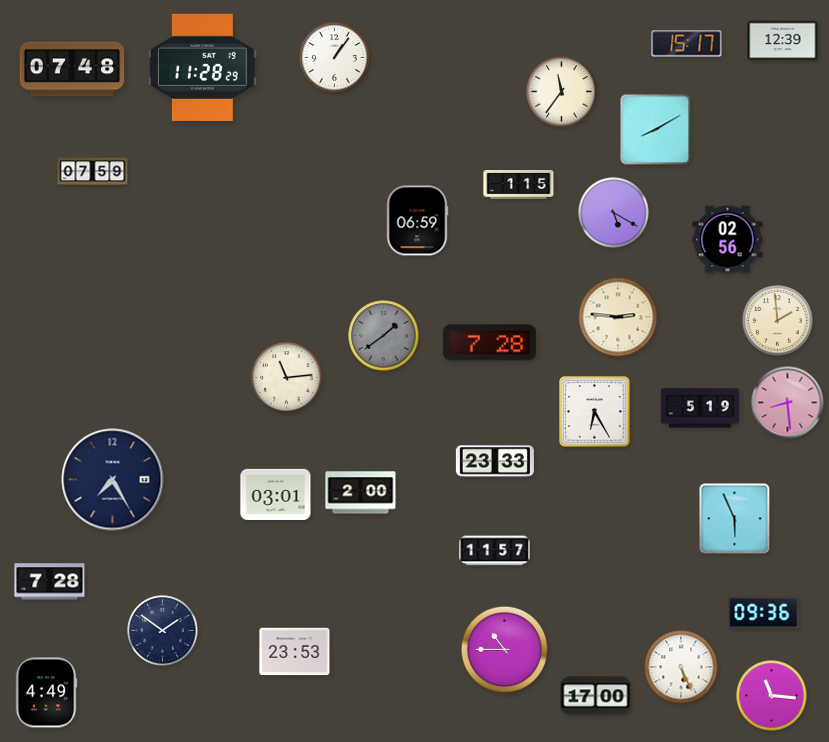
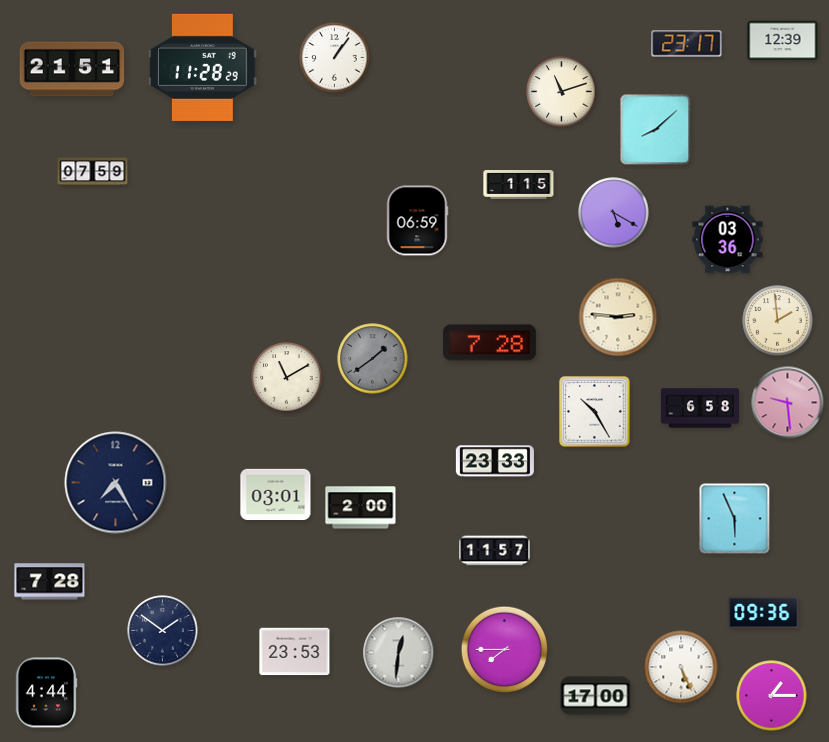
clock at (687, 44): 15:17 -> 23:17
clock at (72, 69): 07:48 -> 21:51
clock at (562, 92): 11:36 -> 11:12
clock at (656, 130): 8:10 -> 8:08
clock at (728, 240): 02:56 -> 03:36
clock at (384, 336) position: (384, 336) -> (373, 359)
clock at (287, 378): 11:14 -> 11:10
clock at (788, 403): 8:29 -> 9:29
clock at (700, 408): 5:19 -> 6:58
clock at (595, 412): 6:25 -> 10:25
clock at (113, 480) position: (113, 480) -> (116, 483)
clock at (361, 493) position: (361, 493) -> (361, 508)
clock at (505, 650): 10:45 -> 7:45
clock at (399, 653): none -> 12:31
clock at (46, 693): 4:49 -> 4:44
clock at (772, 696): 11:16 -> 1:15
